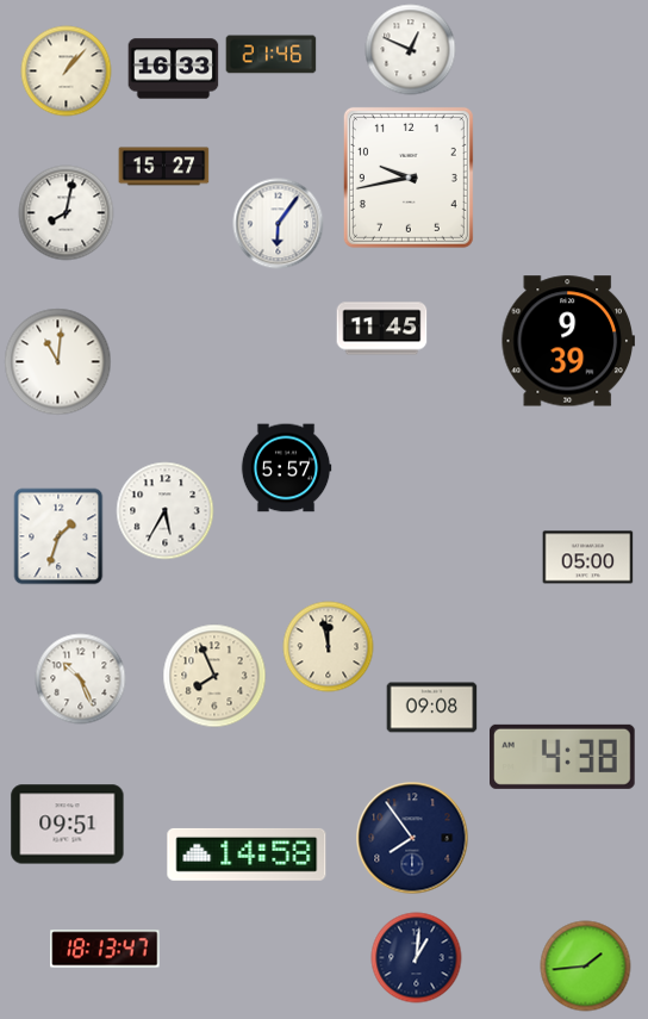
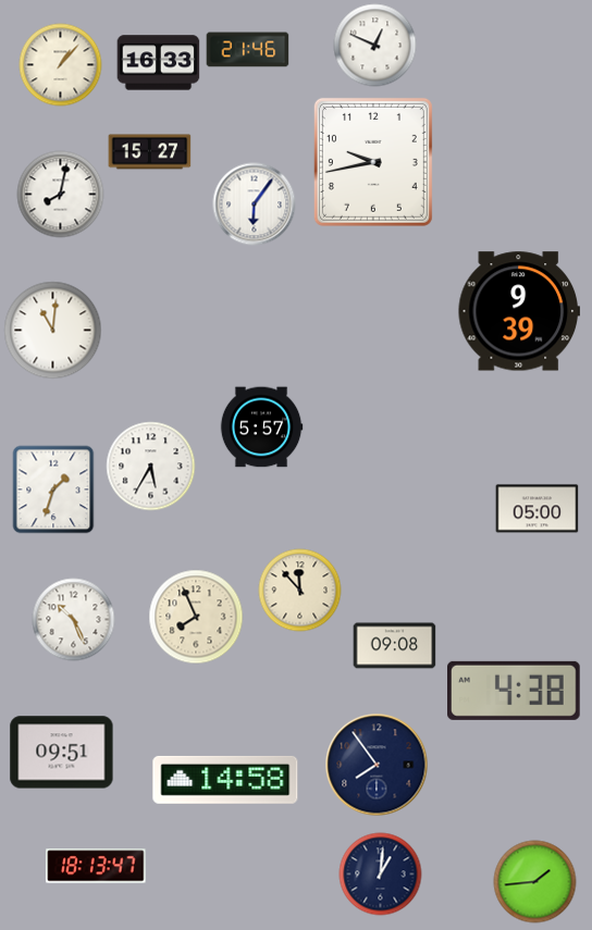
clock at (382, 329): 11:45 -> none
clock at (329, 647): 11:58 -> 11:53
